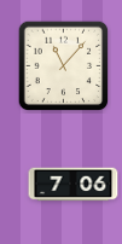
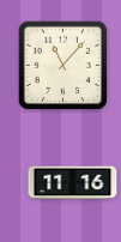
clock at (74, 185): 7:06 -> 11:16
